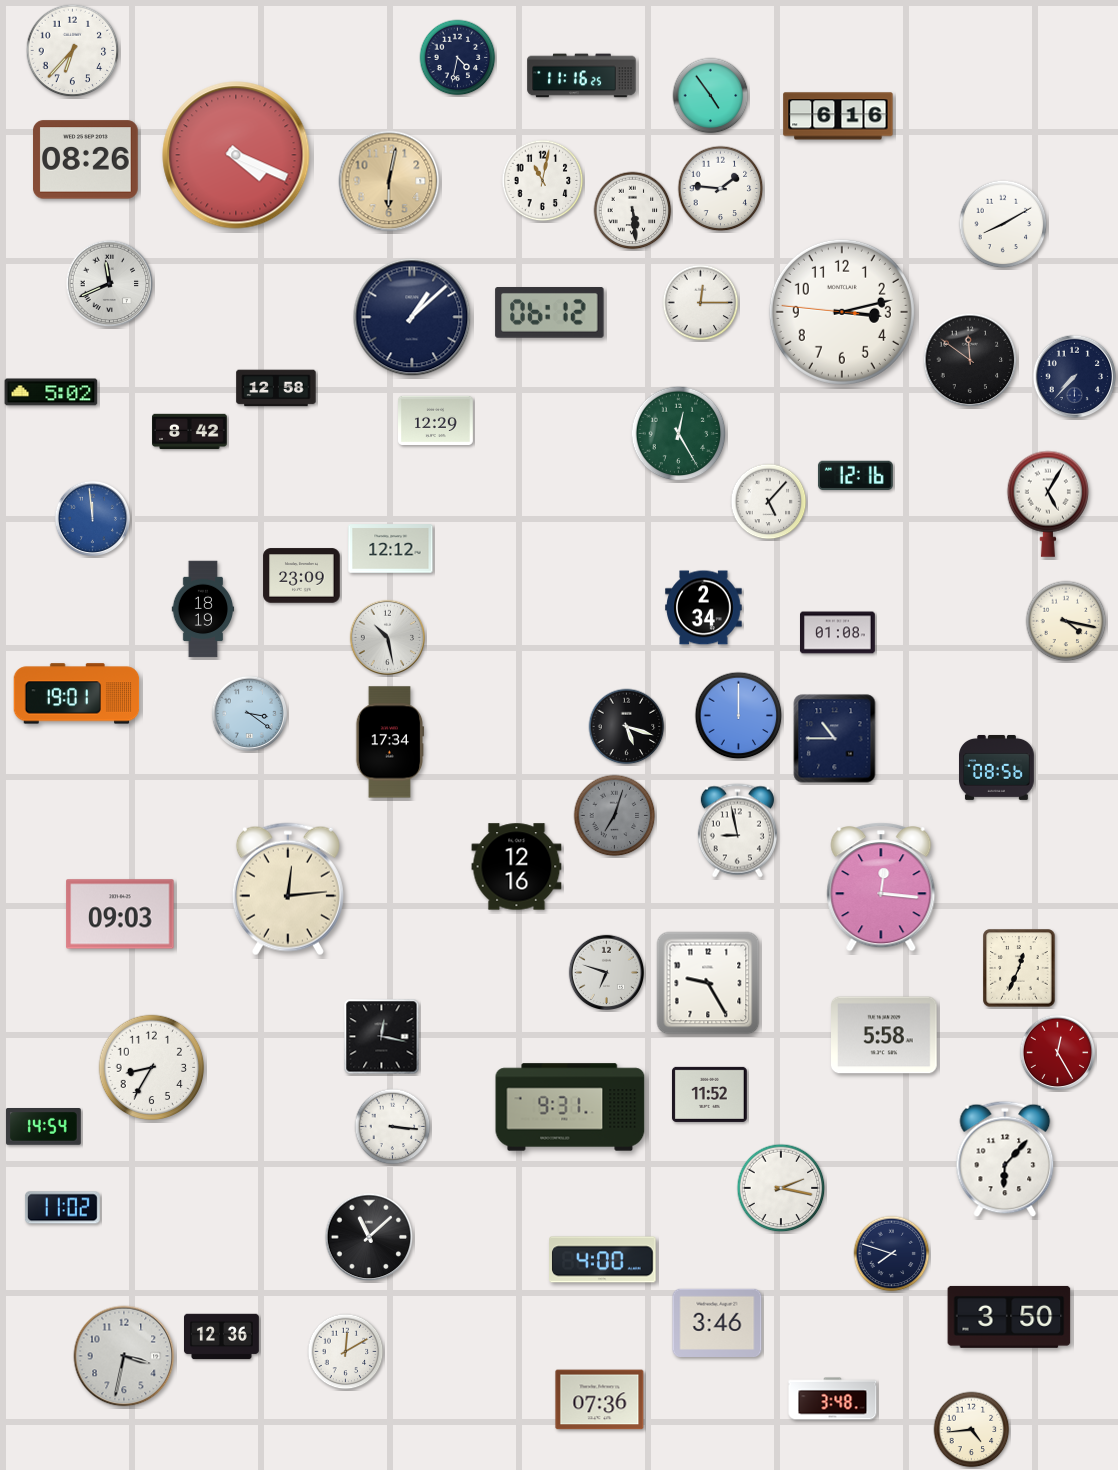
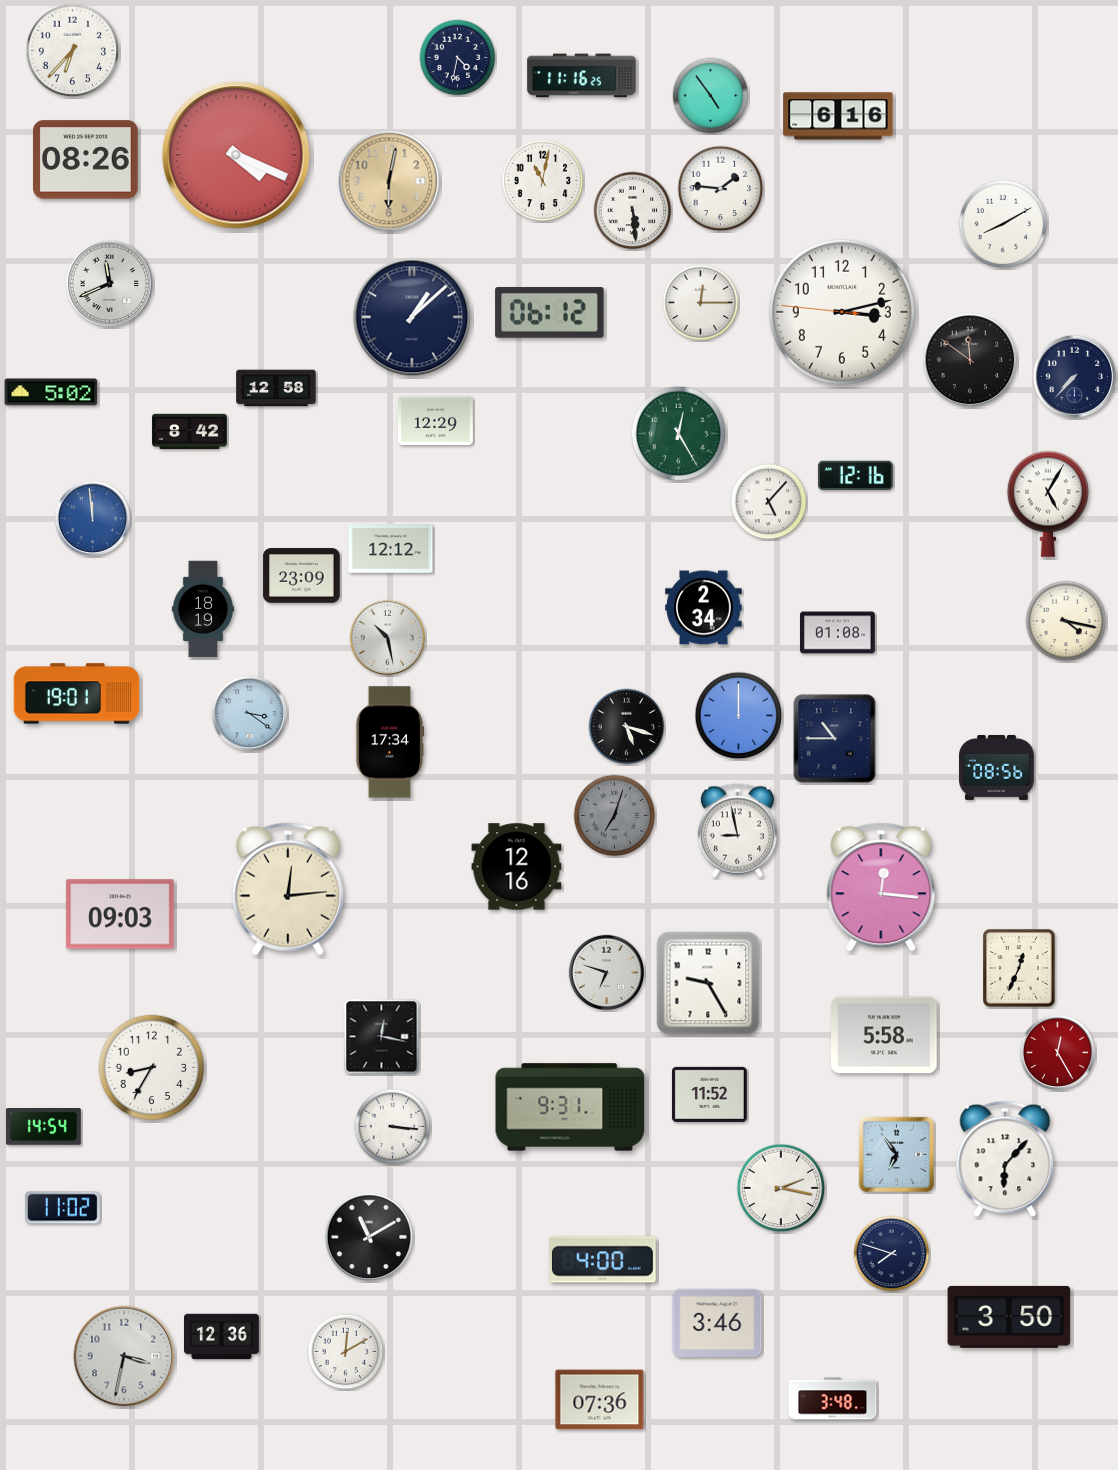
clock at (897, 1155): none -> 6:54
clock at (369, 1237): 11:08 -> 11:10
clock at (972, 1430): 4:44 -> none
